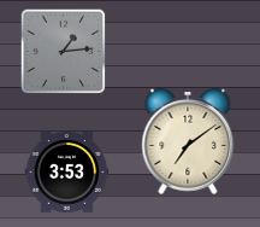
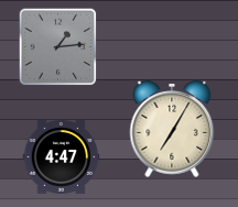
clock at (188, 141): 7:09 -> 7:05
clock at (67, 173): 3:53 -> 4:47
